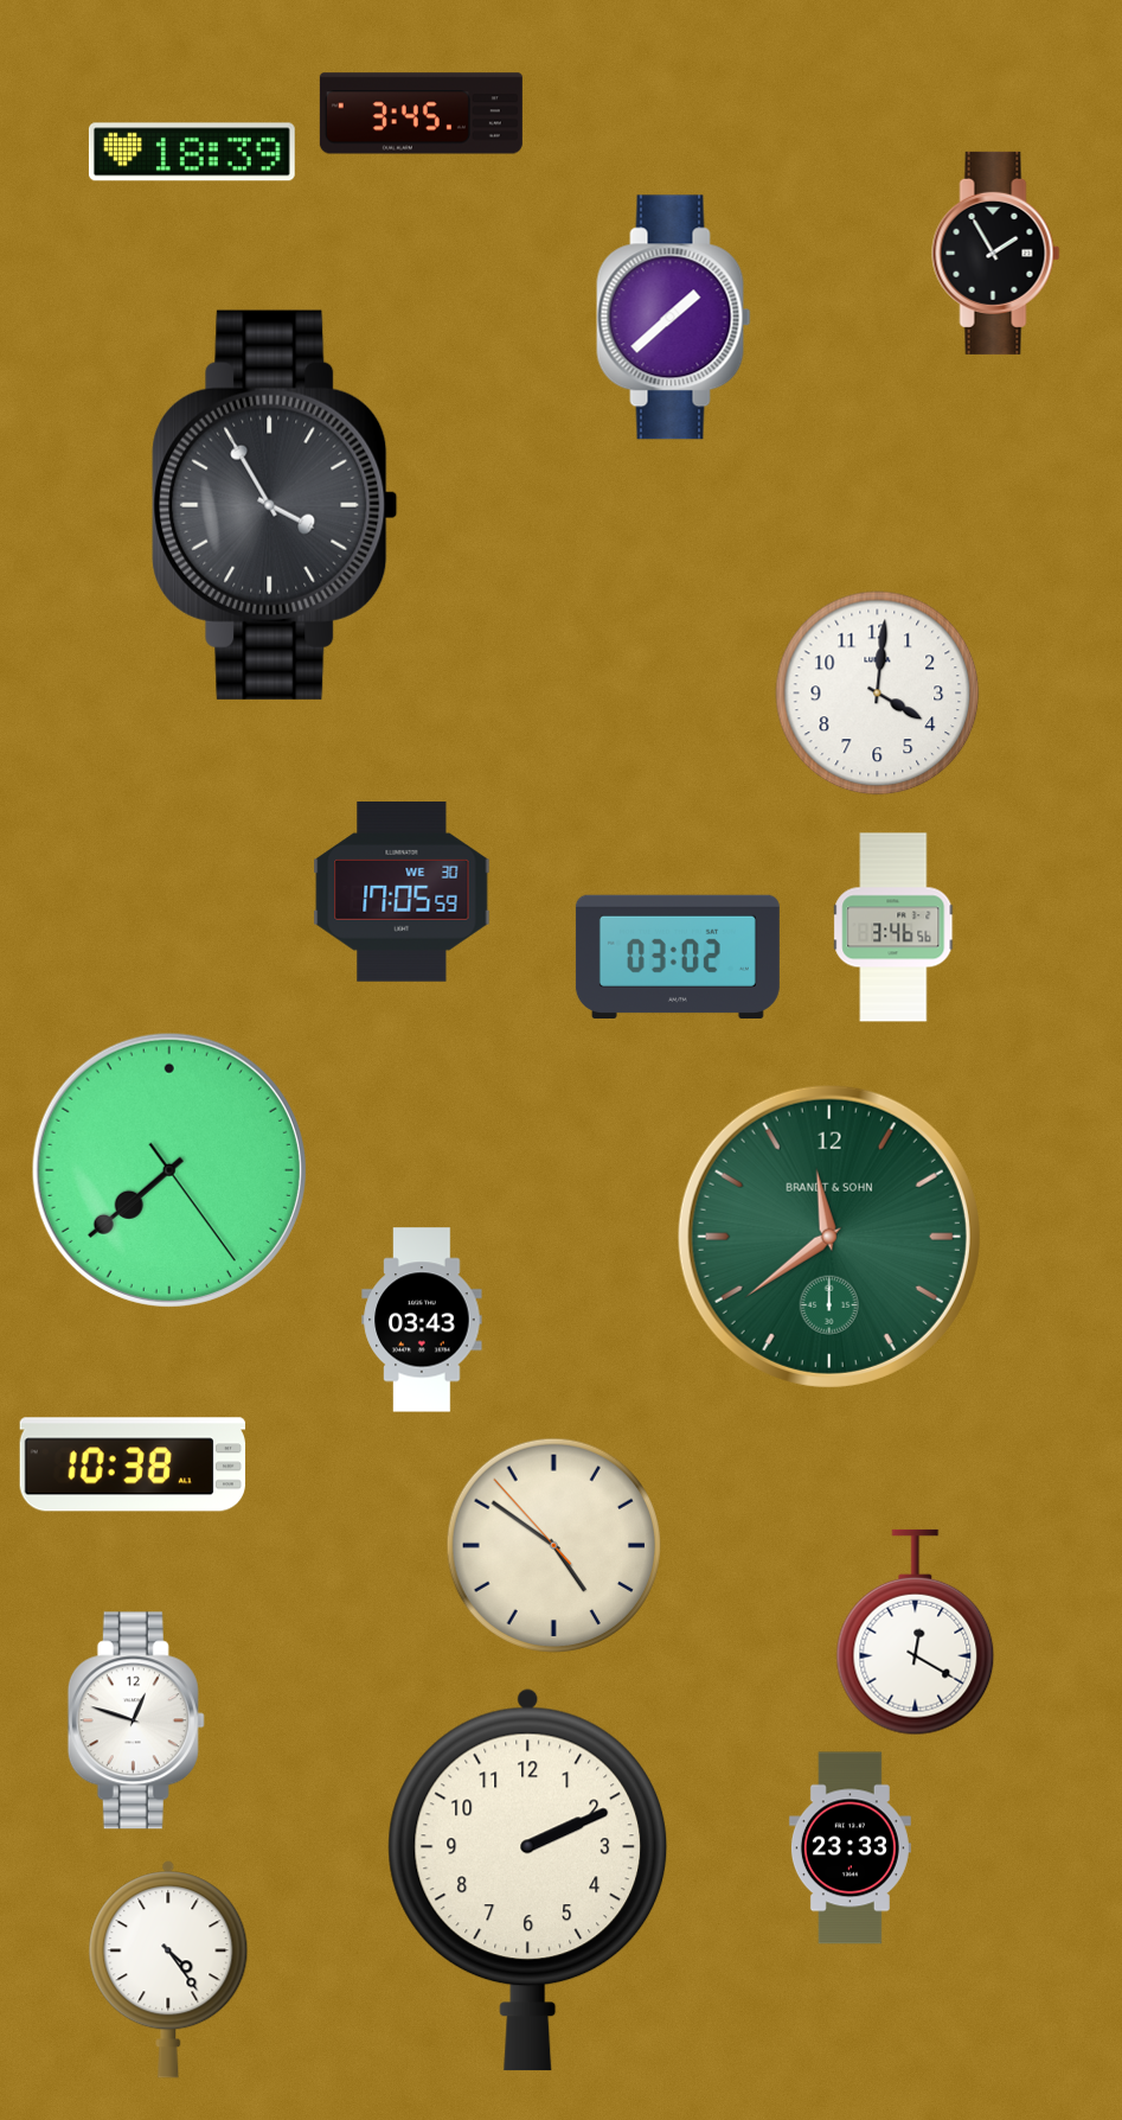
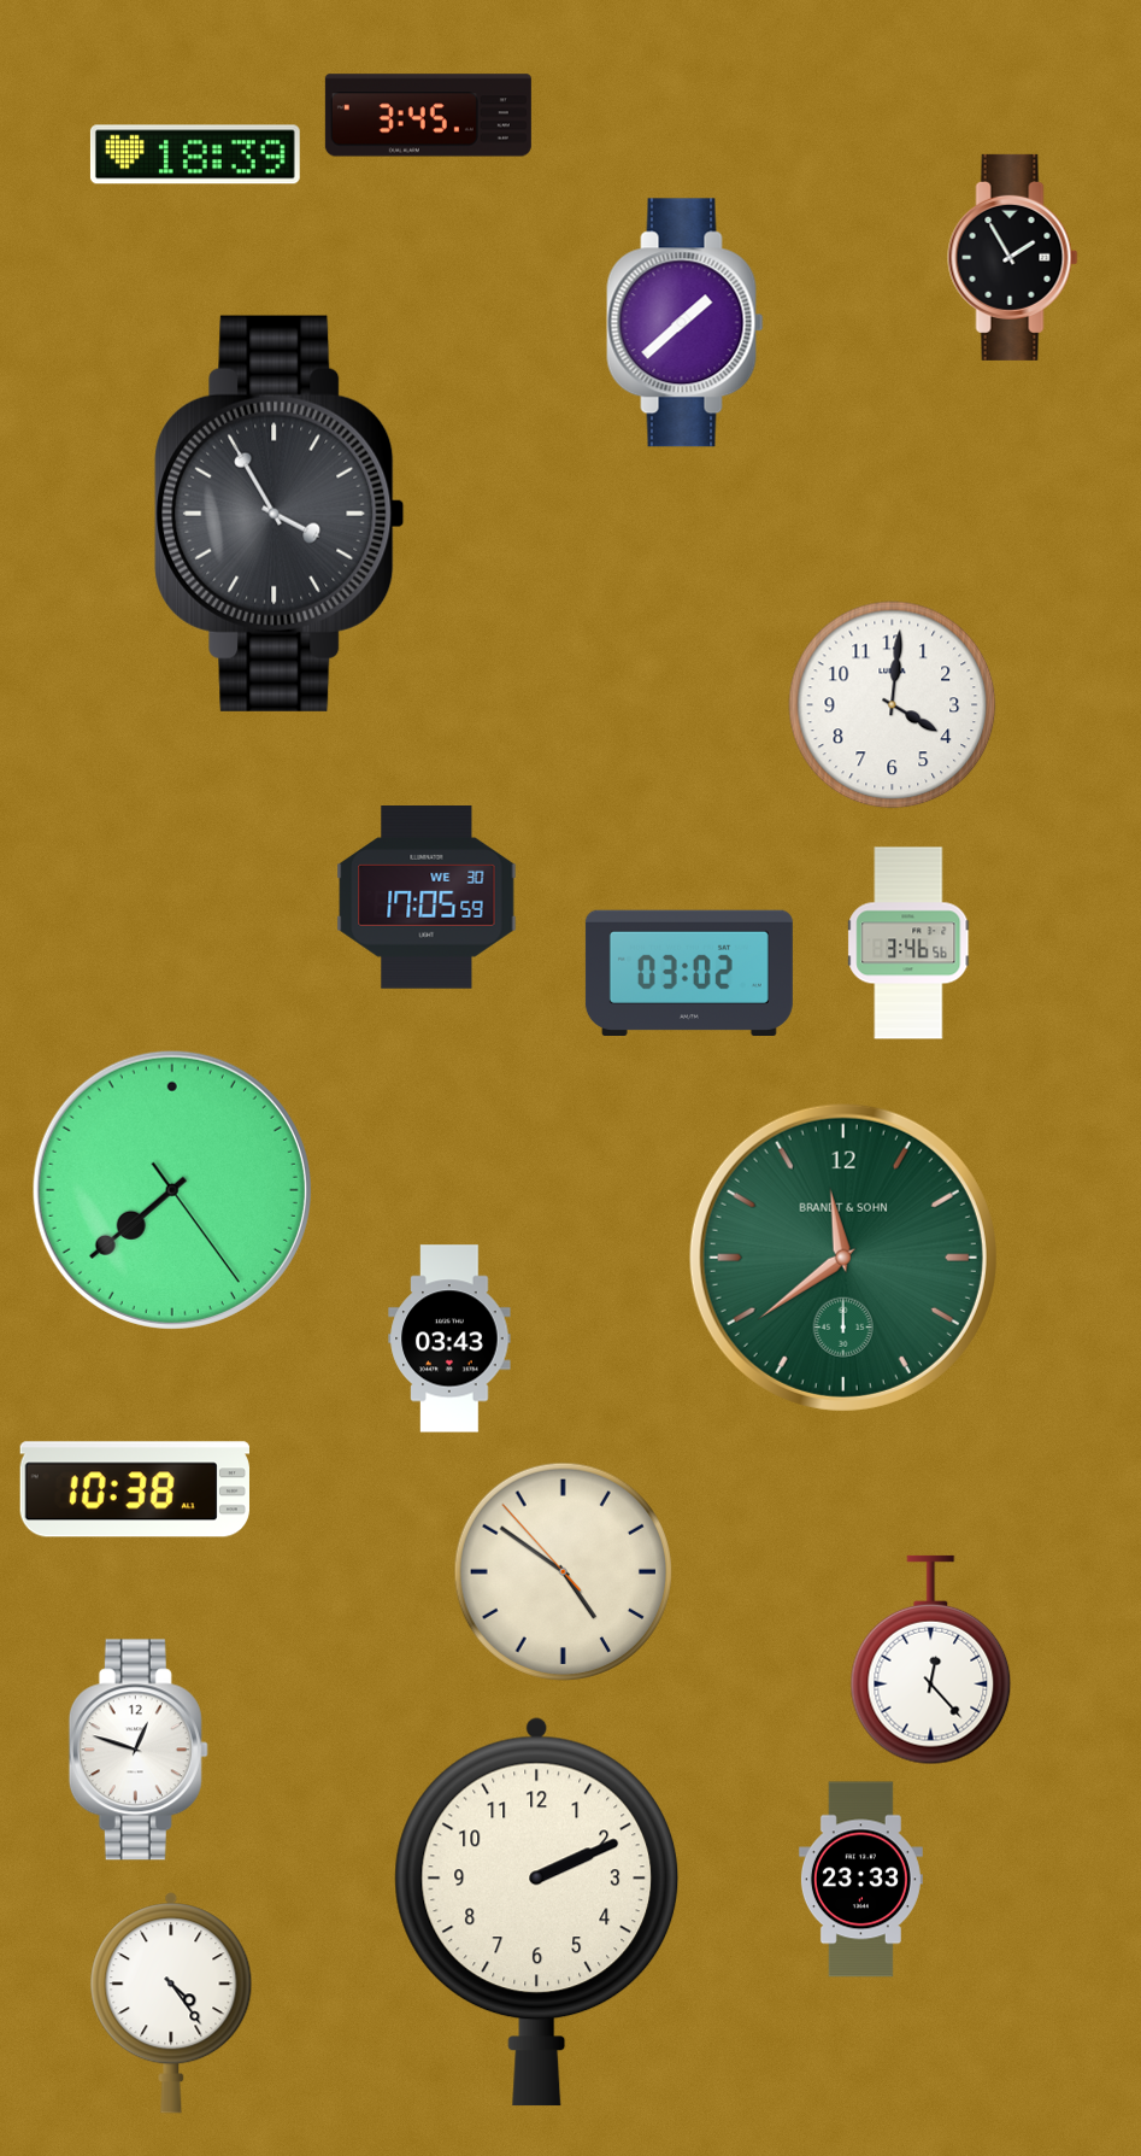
clock at (402, 893) position: (402, 893) -> (427, 898)
clock at (422, 1320) position: (422, 1320) -> (449, 1338)
clock at (916, 1633): 12:20 -> 12:23
clock at (849, 1848) position: (849, 1848) -> (860, 1880)
